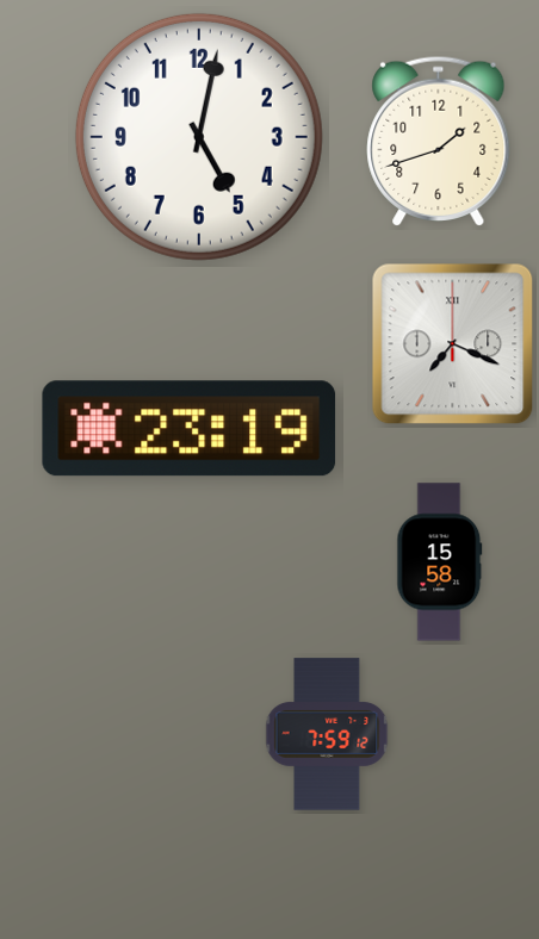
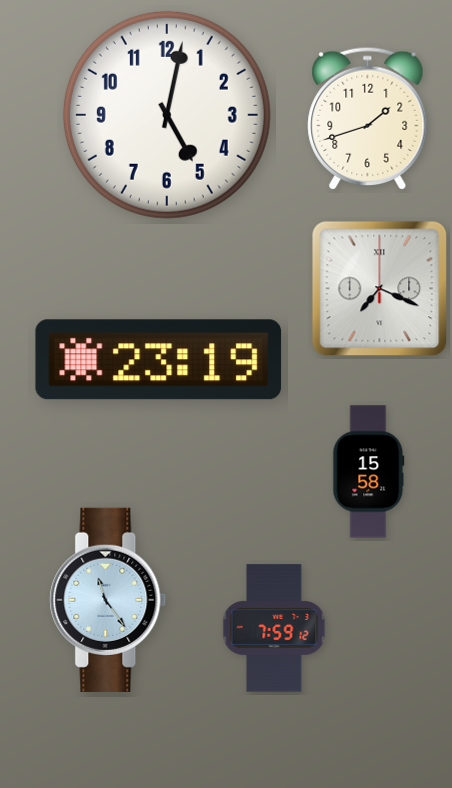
clock at (108, 600): none -> 11:24
clock at (327, 734) position: (327, 734) -> (274, 628)
